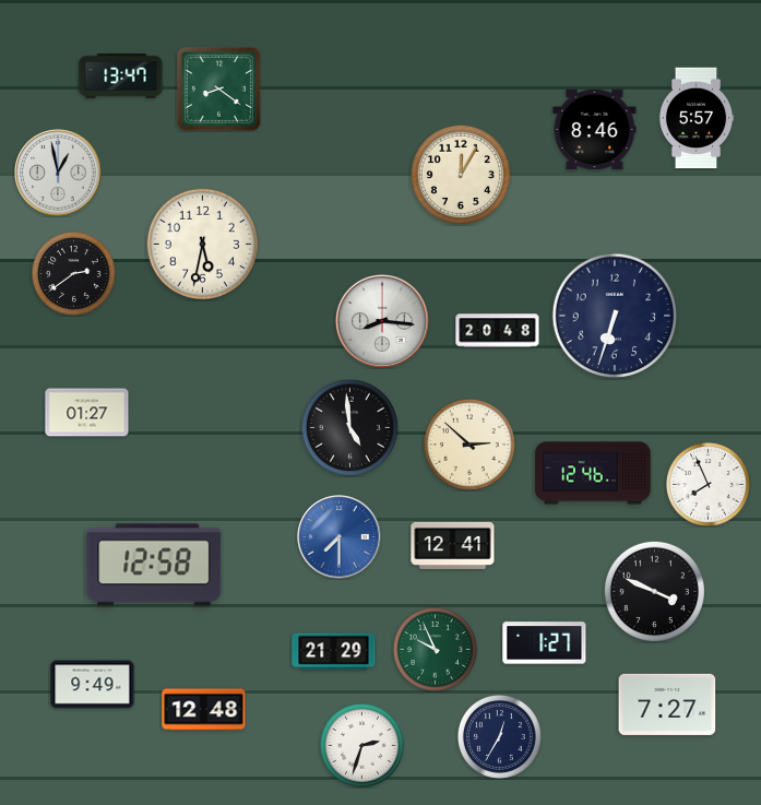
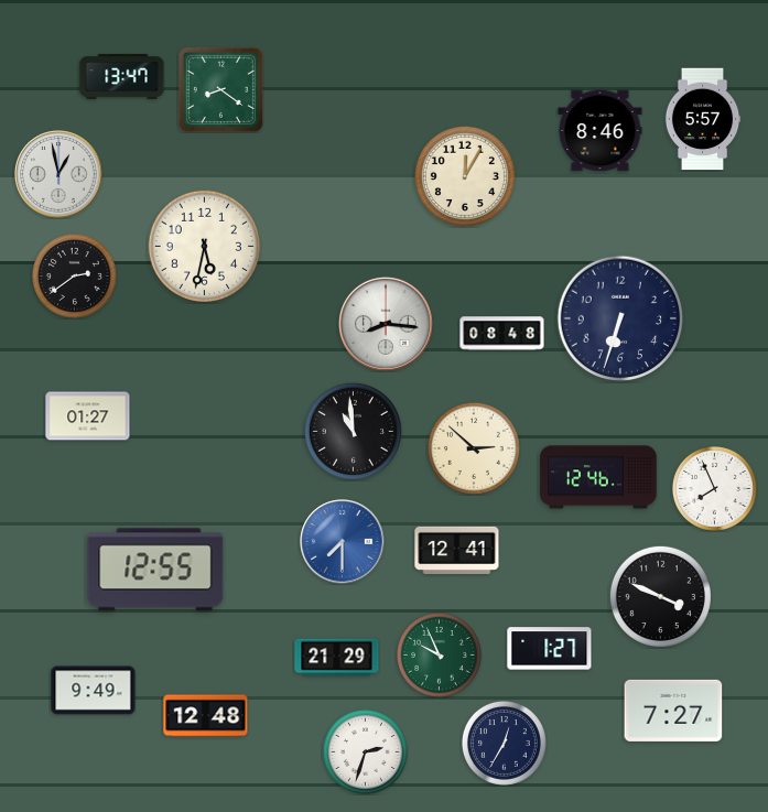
clock at (498, 331): 20:48 -> 08:48
clock at (349, 427): 4:59 -> 10:59
clock at (154, 565): 12:58 -> 12:55
